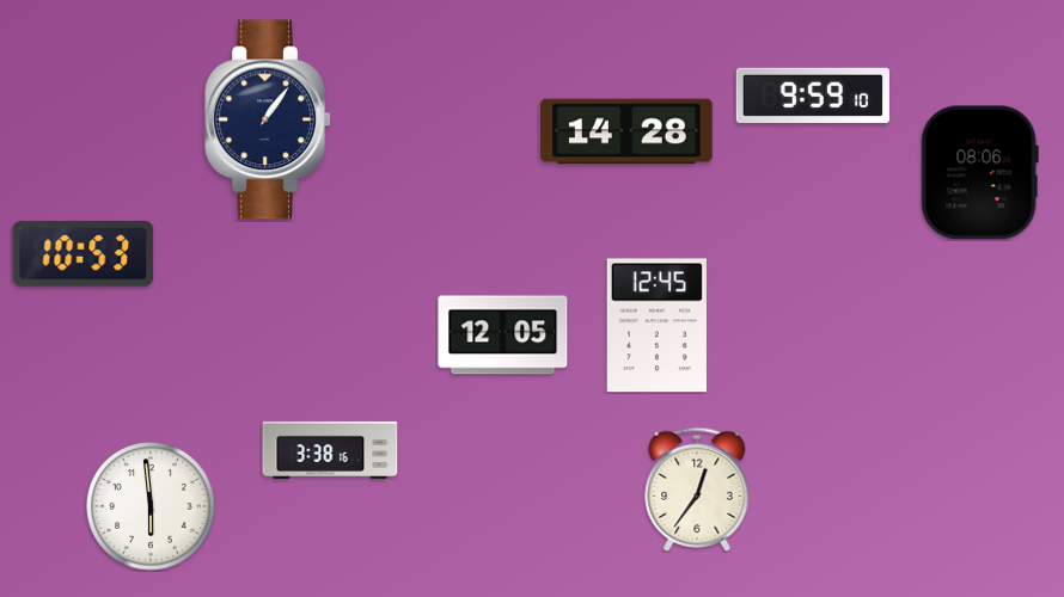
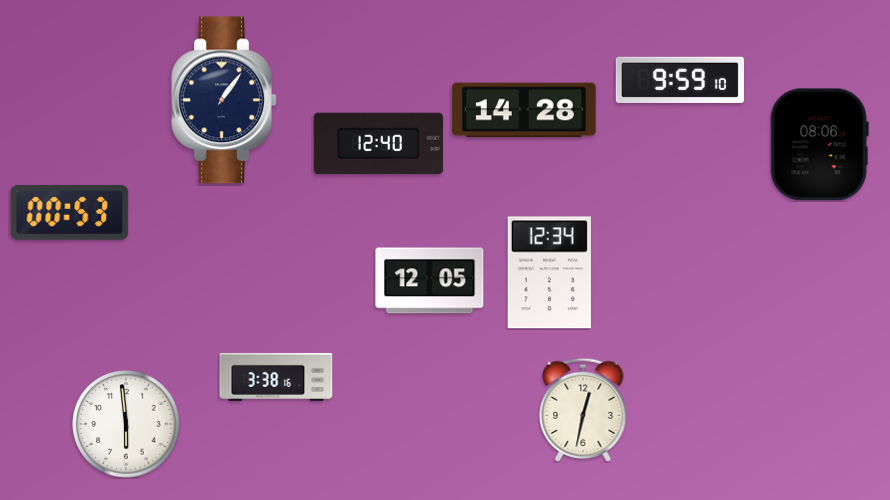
clock at (378, 144): none -> 12:40
clock at (84, 253): 10:53 -> 00:53
clock at (656, 326): 12:45 -> 12:34
clock at (503, 336) position: (503, 336) -> (430, 281)
clock at (697, 490): 12:36 -> 12:32
